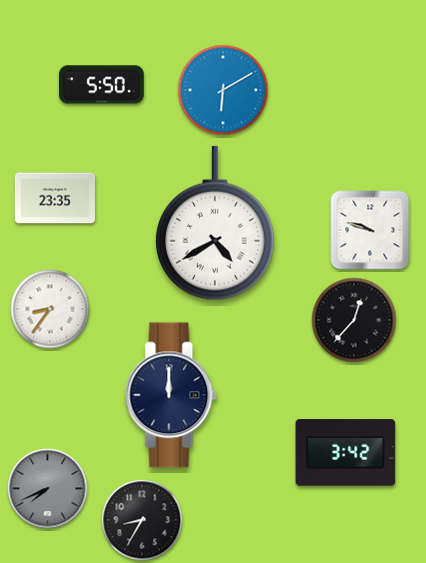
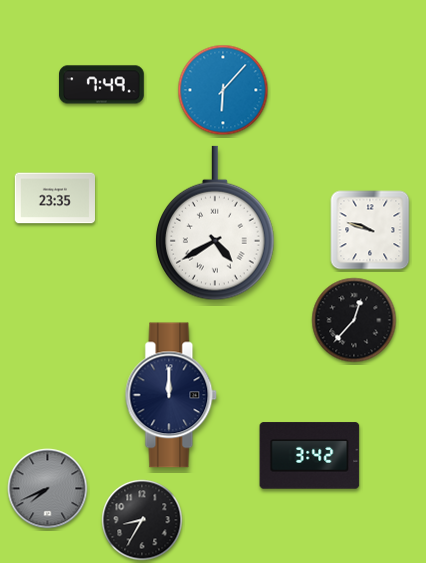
clock at (102, 85): 5:50 -> 7:49
clock at (223, 90): 6:10 -> 6:07
clock at (50, 309): 8:36 -> none
clock at (346, 453) position: (346, 453) -> (310, 456)
